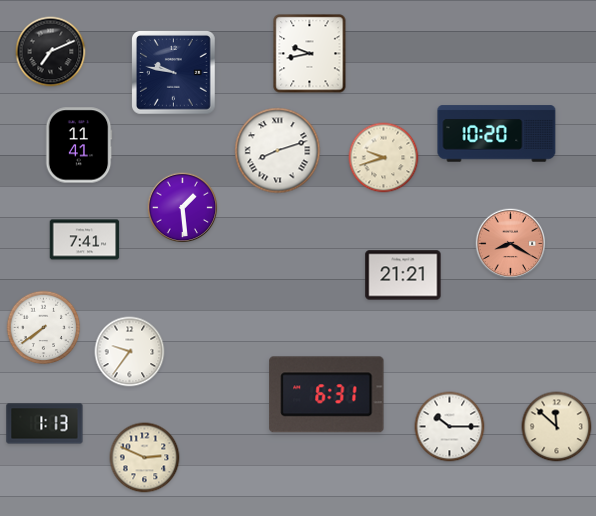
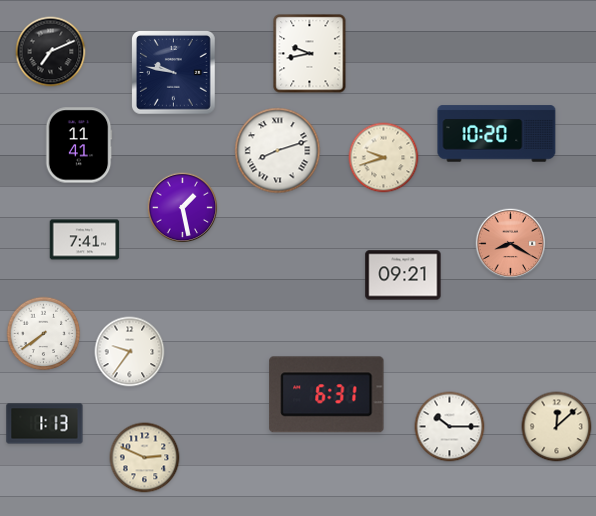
clock at (183, 208): 1:29 -> 1:28
clock at (403, 275): 21:21 -> 09:21
clock at (44, 328) position: (44, 328) -> (44, 334)
clock at (557, 427): 11:52 -> 12:08
